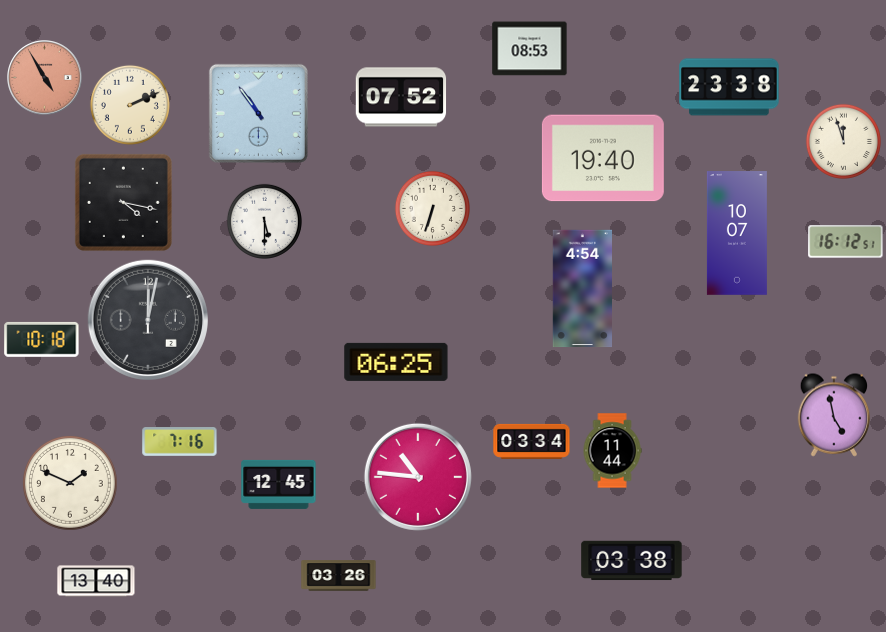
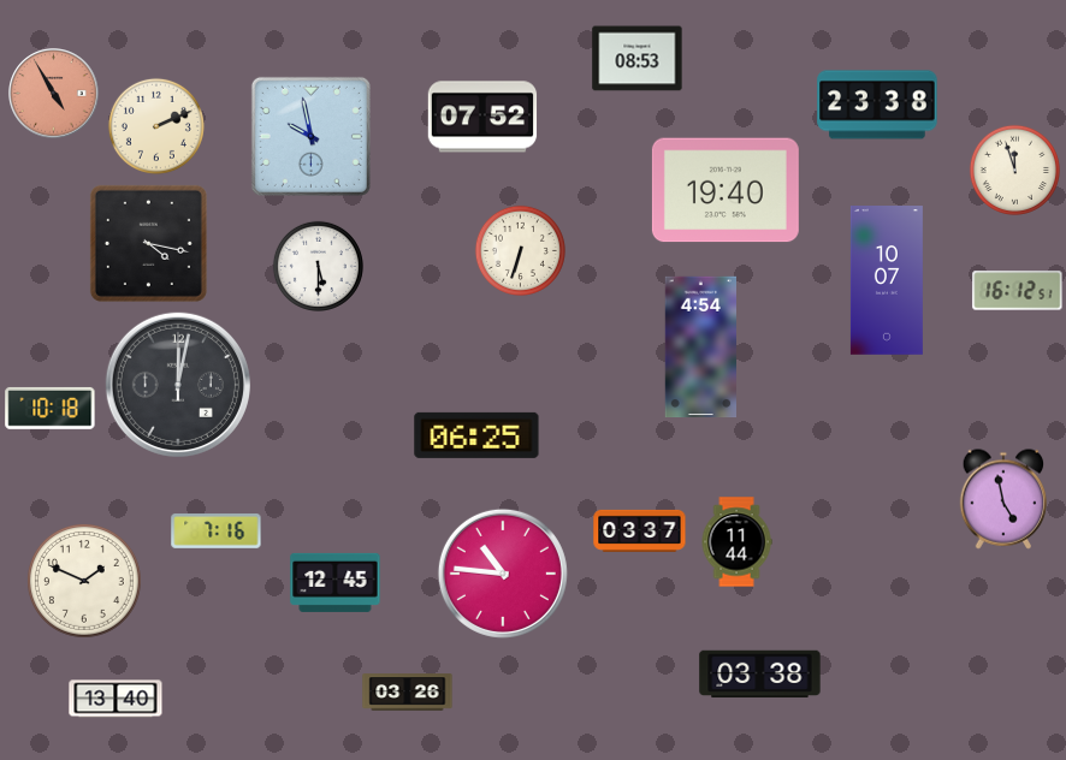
clock at (258, 113): 10:54 -> 9:58
clock at (532, 441): 03:34 -> 03:37
